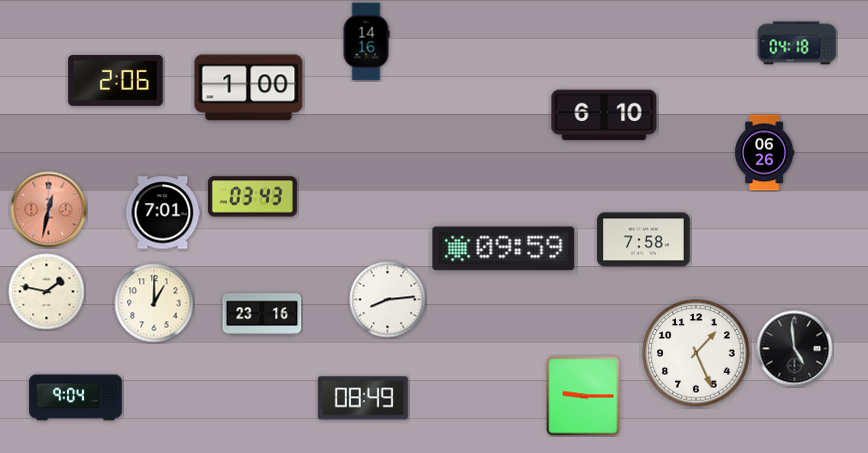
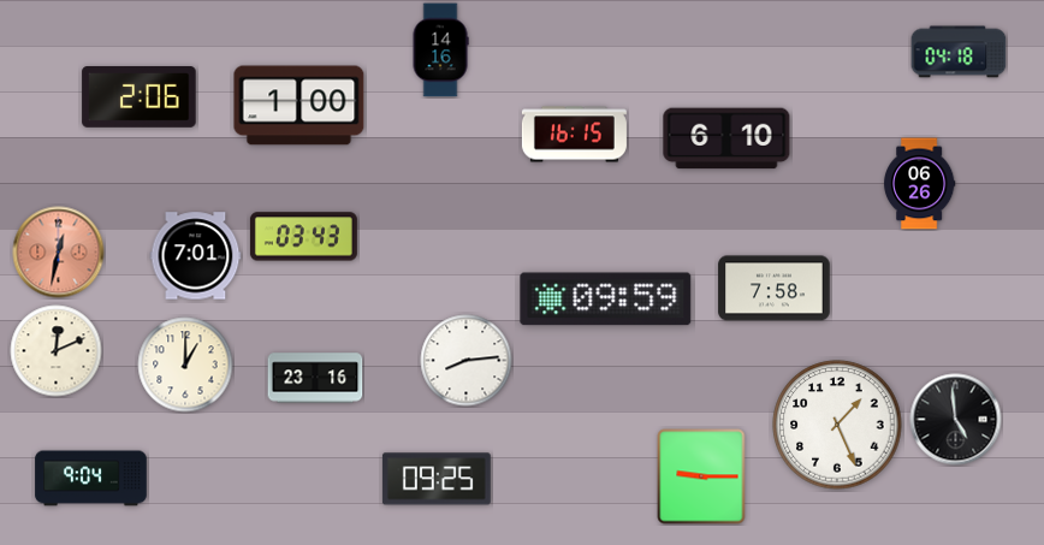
clock at (574, 135): none -> 16:15
clock at (47, 292): 1:47 -> 12:11
clock at (363, 398): 08:49 -> 09:25
